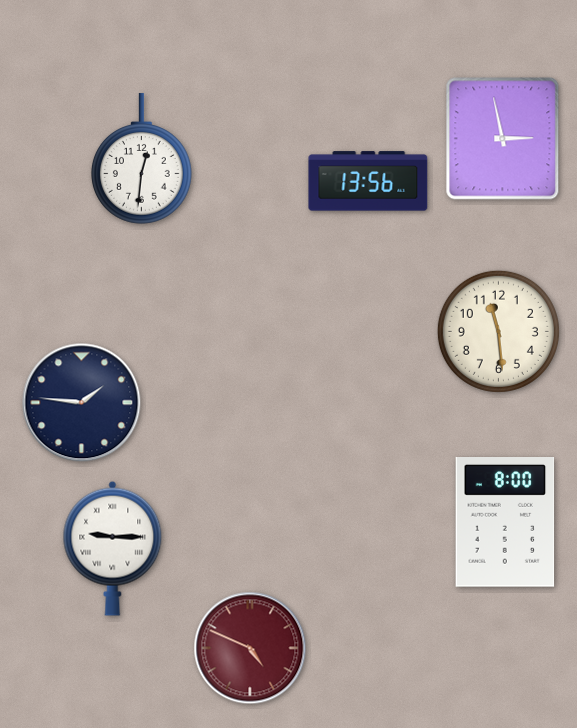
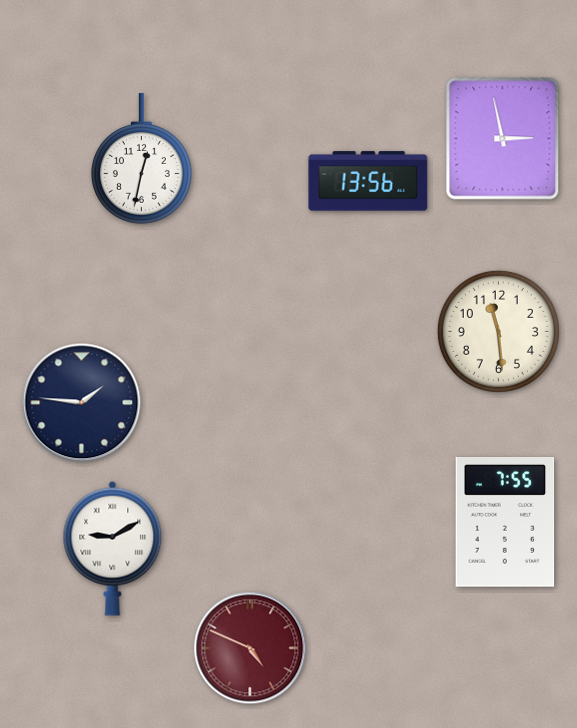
clock at (141, 159): 12:31 -> 12:32
clock at (505, 523): 8:00 -> 7:55
clock at (113, 548): 9:15 -> 9:10
